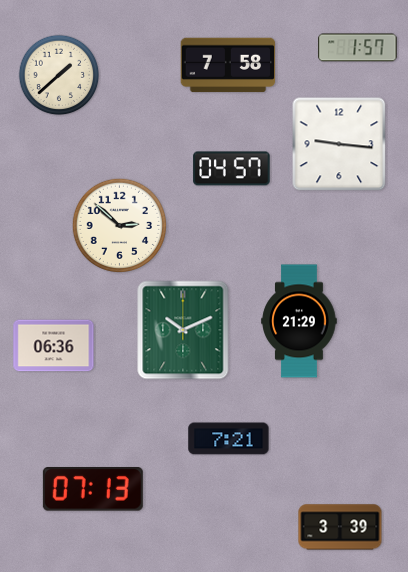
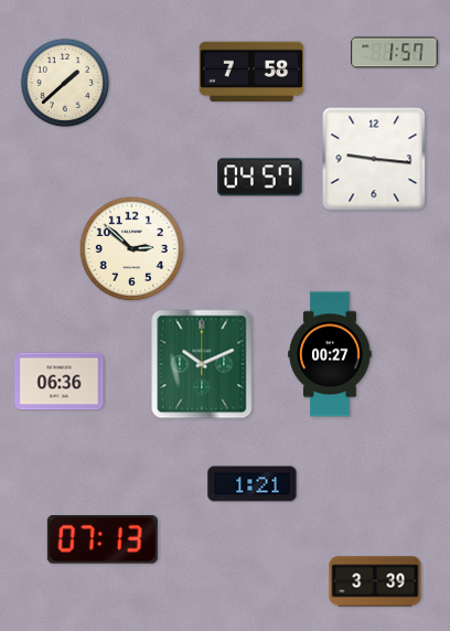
clock at (232, 169) position: (232, 169) -> (260, 178)
clock at (299, 321): 21:29 -> 00:27
clock at (229, 439): 7:21 -> 1:21
